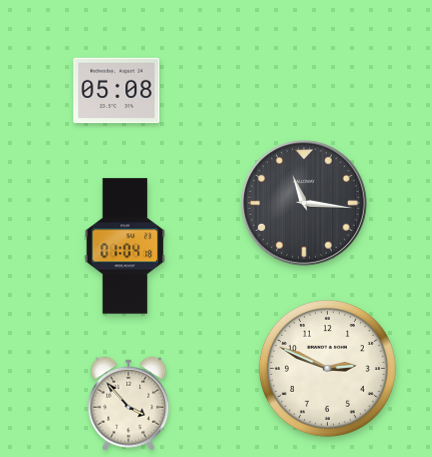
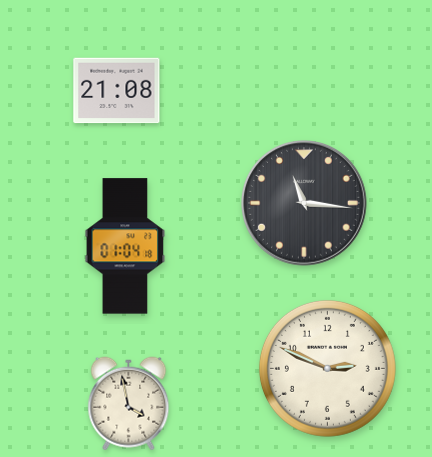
clock at (117, 91): 05:08 -> 21:08
clock at (129, 404): 3:53 -> 3:58
